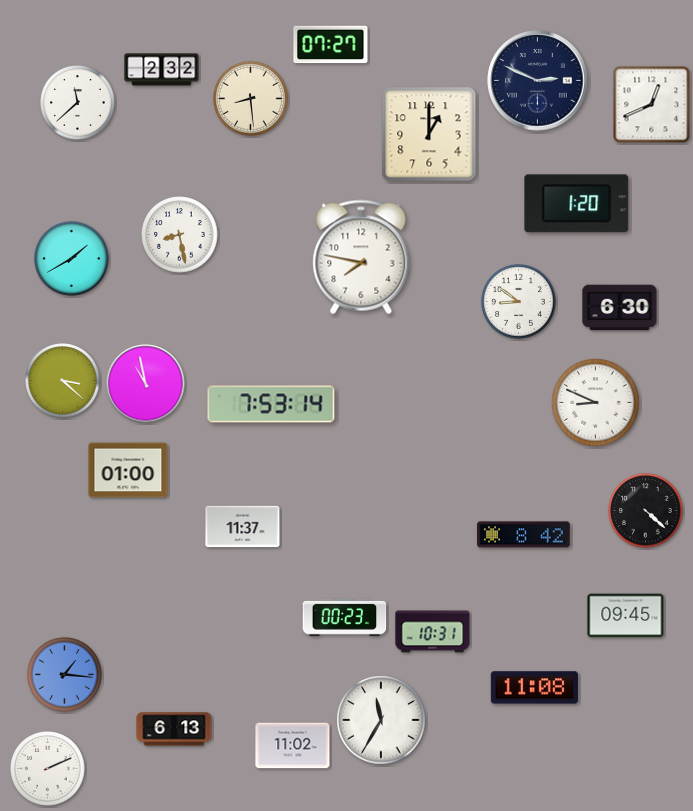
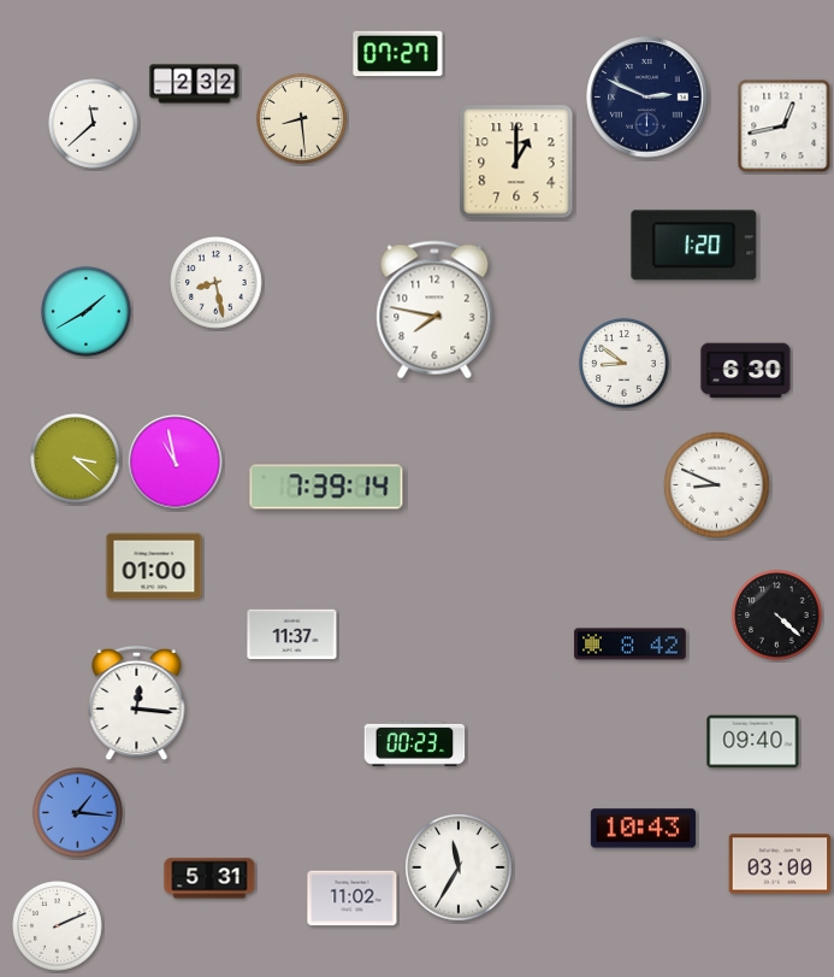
clock at (652, 105): 12:41 -> 12:43
clock at (271, 404): 7:53 -> 7:39
clock at (137, 704): none -> 12:16
clock at (626, 616): 09:45 -> 09:40
clock at (433, 632): 10:31 -> none
clock at (534, 688): 11:08 -> 10:43
clock at (780, 864): none -> 03:00
clock at (174, 729): 6:13 -> 5:31
